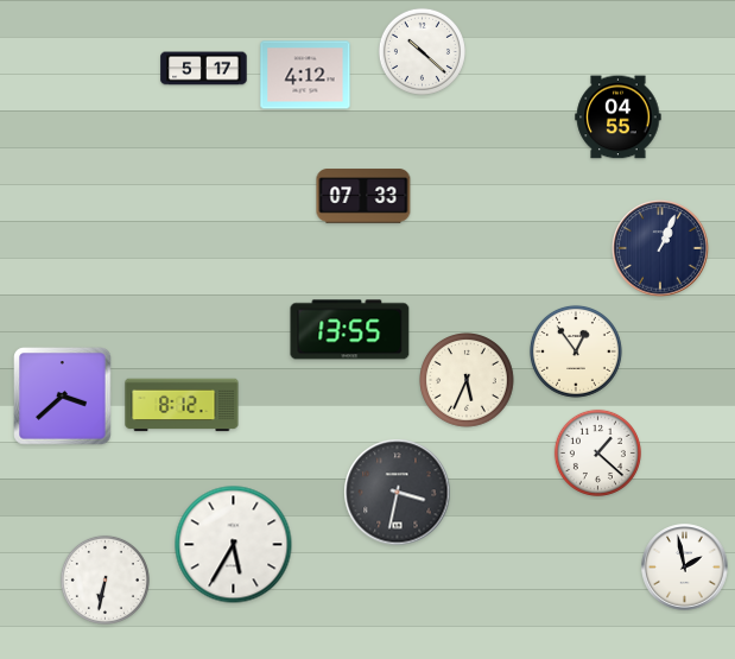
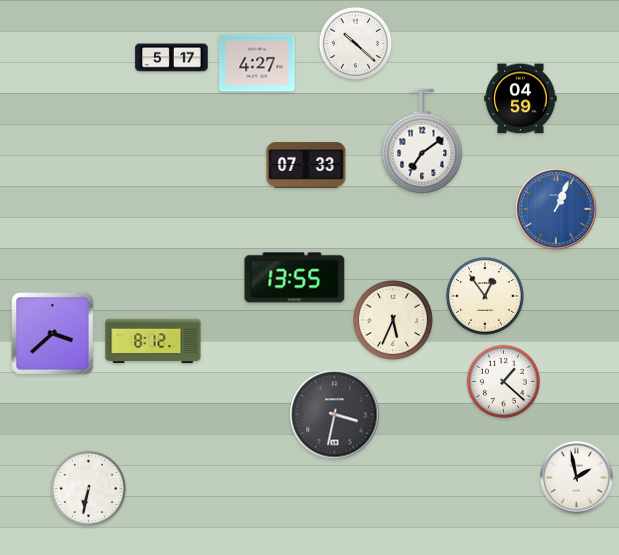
clock at (305, 75): 4:12 -> 4:27
clock at (619, 118): 04:55 -> 04:59
clock at (422, 141): none -> 7:09
clock at (660, 248) dial: navy -> blue
clock at (234, 545): 5:35 -> none
